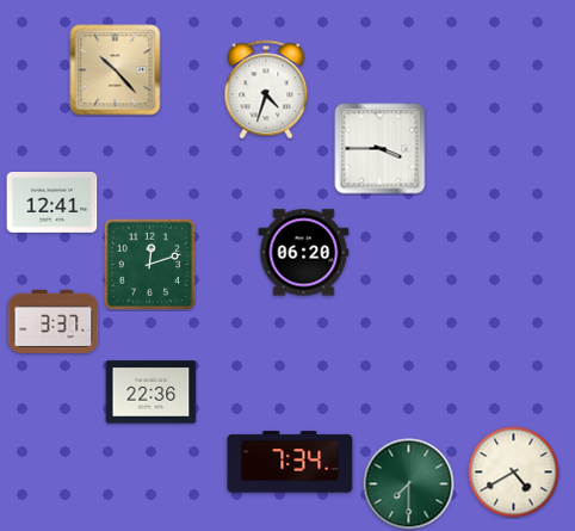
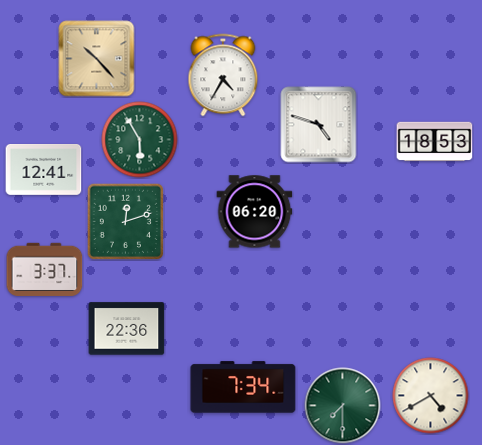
clock at (266, 89): 4:33 -> 4:35
clock at (381, 149): 3:45 -> 4:48
clock at (140, 140): none -> 5:55
clock at (435, 142): none -> 18:53
